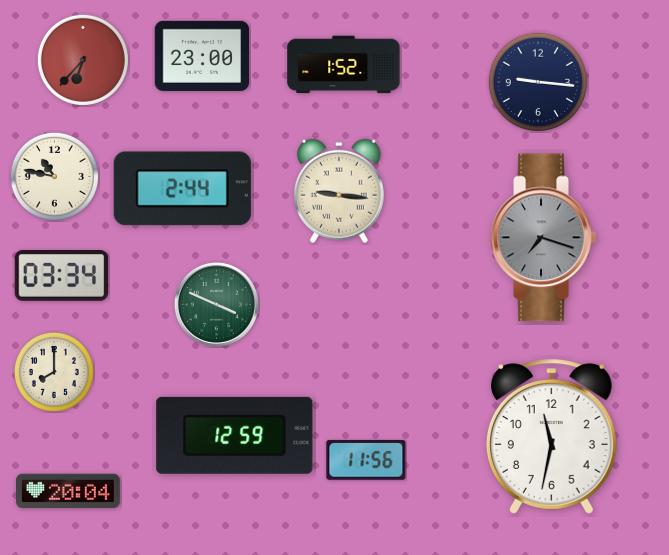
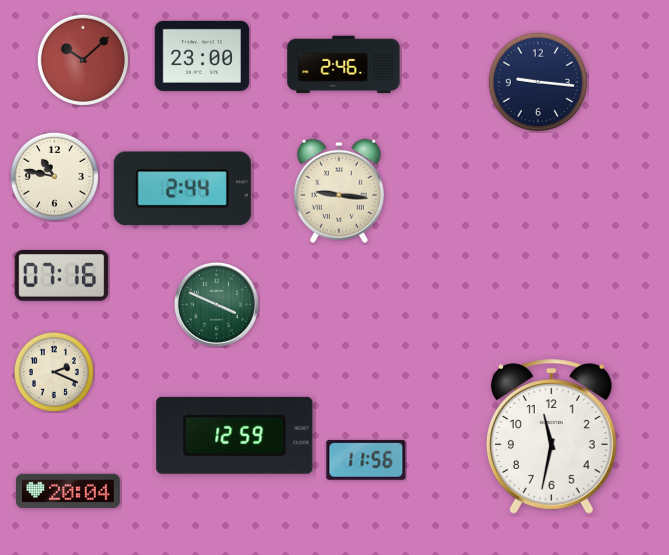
clock at (83, 60): 6:37 -> 10:08
clock at (344, 65): 1:52 -> 2:46
clock at (544, 238): 7:18 -> none
clock at (62, 276): 03:34 -> 07:16
clock at (54, 372): 8:00 -> 2:19
